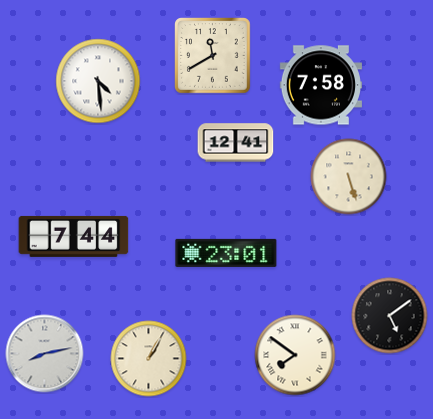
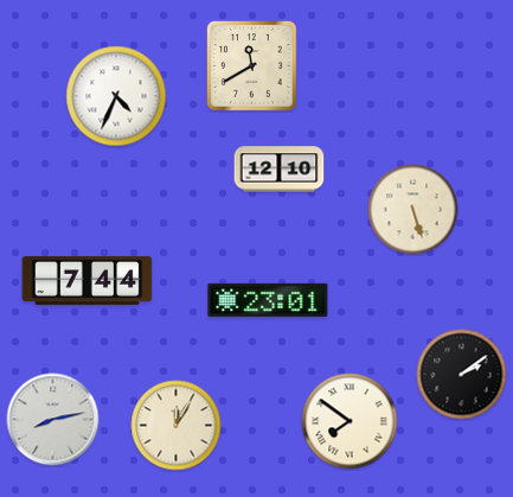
clock at (98, 81): 4:29 -> 4:34
clock at (321, 85): 7:58 -> none
clock at (236, 143): 12:41 -> 12:10
clock at (390, 316): 5:09 -> 2:09
clock at (149, 359): 1:05 -> 12:05
